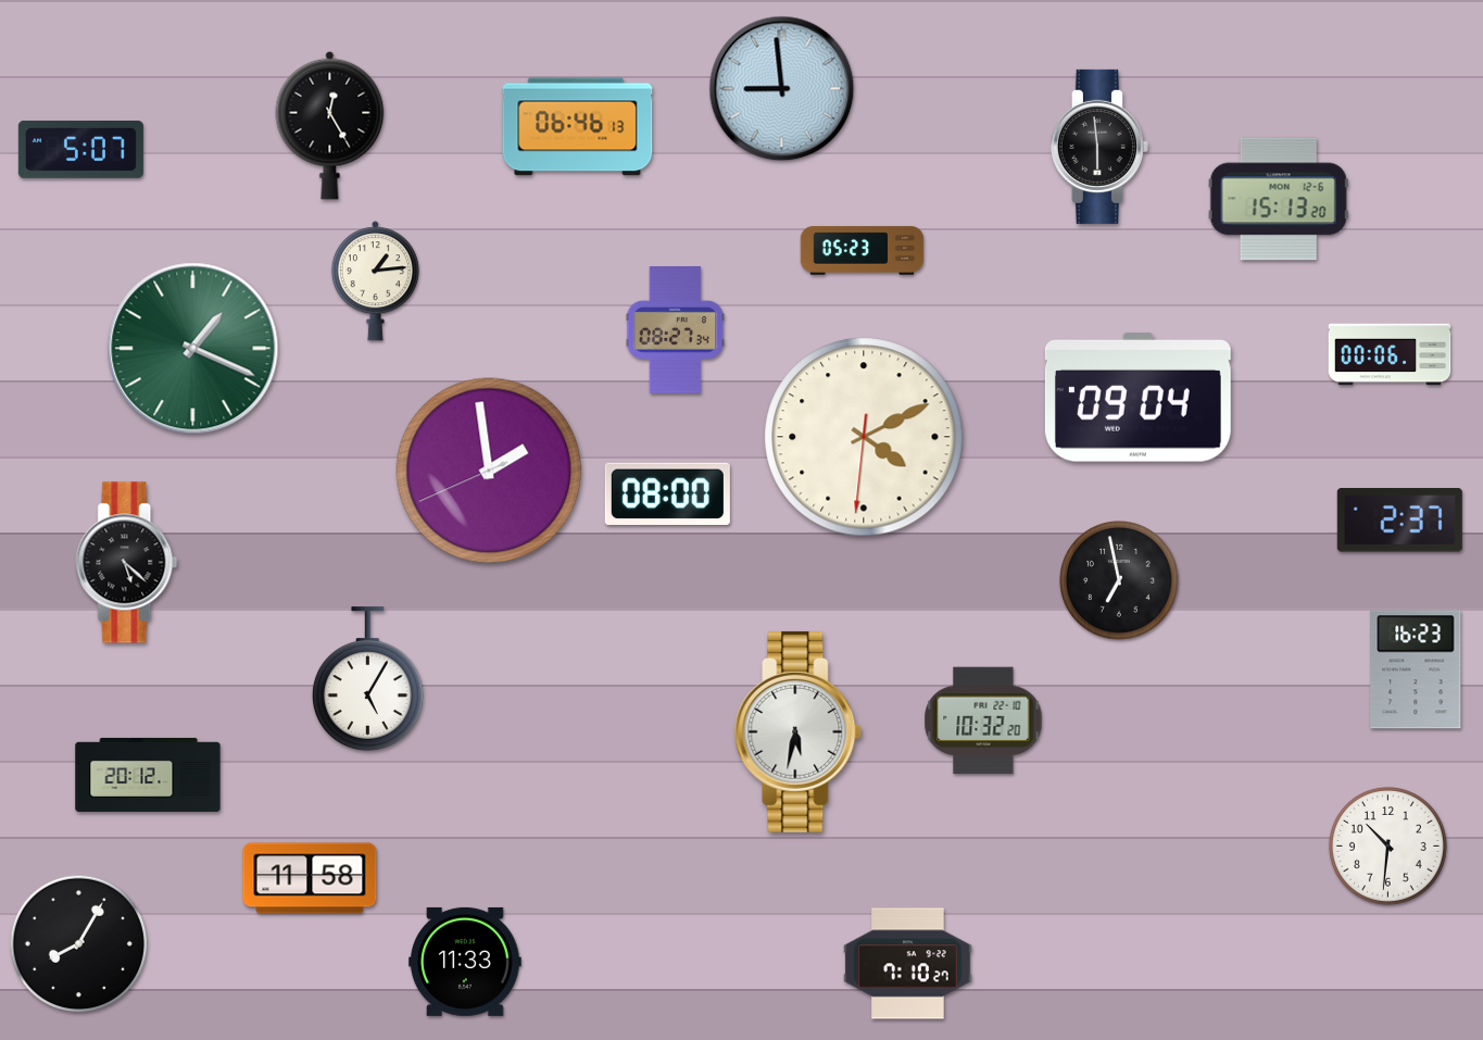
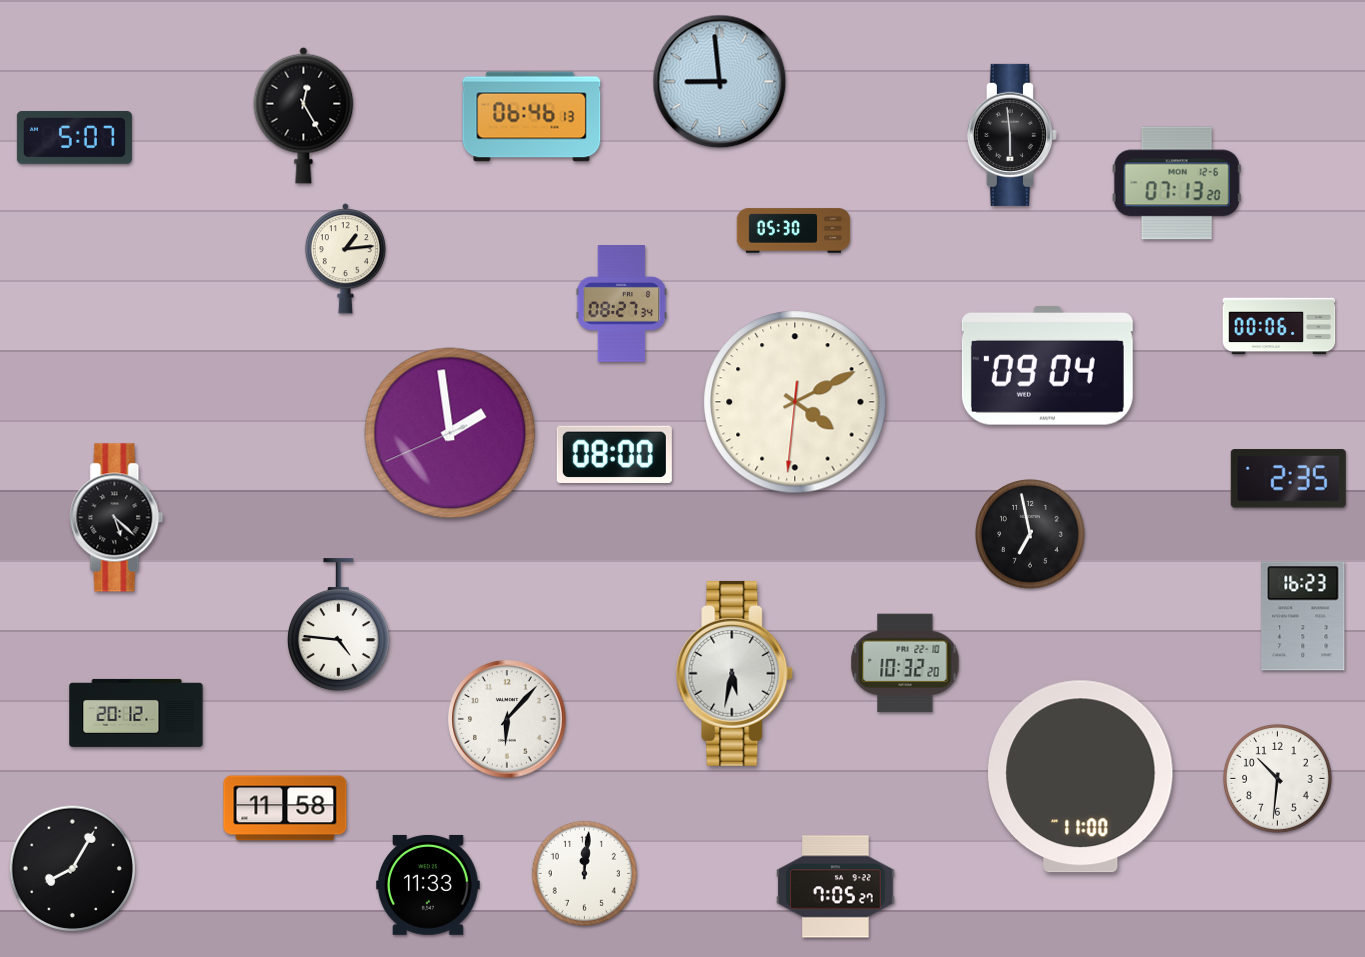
clock at (1279, 199): 15:13 -> 07:13
clock at (863, 251): 05:23 -> 05:30
clock at (193, 349): 1:19 -> none
clock at (1399, 521): 2:37 -> 2:35
clock at (367, 679): 5:05 -> 4:46
clock at (507, 719): none -> 6:07
clock at (1081, 777): none -> 11:00
clock at (584, 873): none -> 12:01
clock at (908, 964): 7:10 -> 7:05
